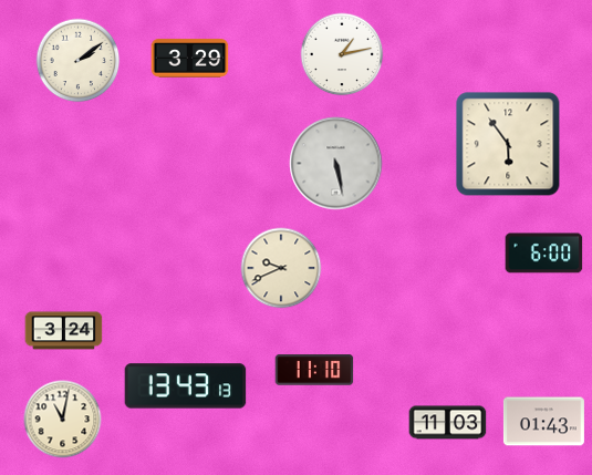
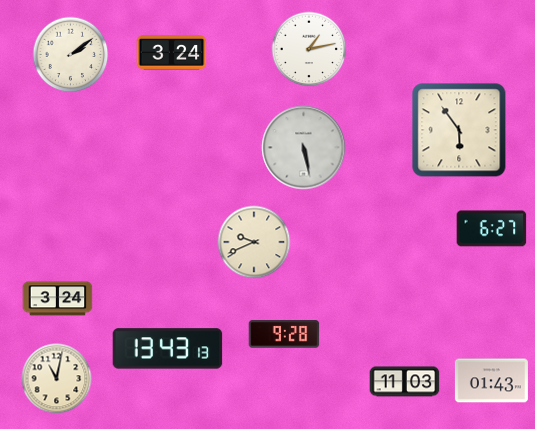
clock at (190, 59): 3:29 -> 3:24
clock at (544, 254): 6:00 -> 6:27
clock at (314, 370): 11:10 -> 9:28
